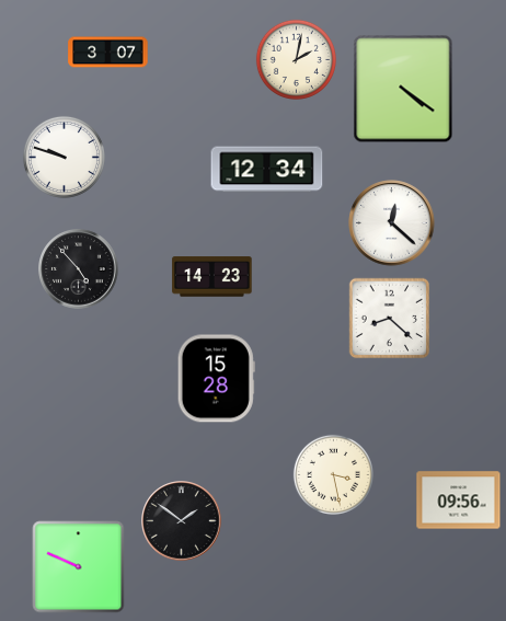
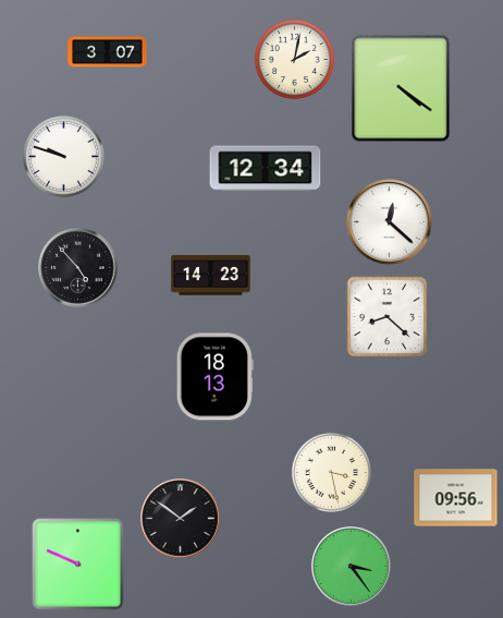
clock at (216, 379): 15:28 -> 18:13
clock at (352, 567): none -> 3:24
